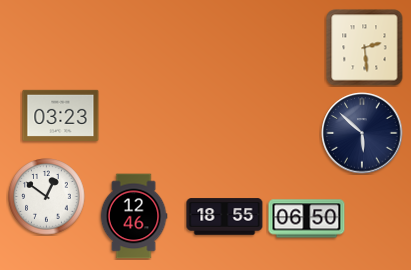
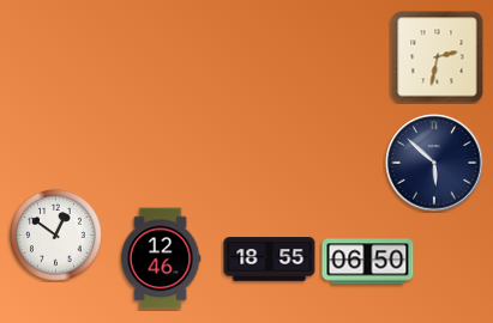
clock at (365, 48): 2:29 -> 2:32
clock at (61, 115): 03:23 -> none
clock at (362, 133) position: (362, 133) -> (434, 163)
